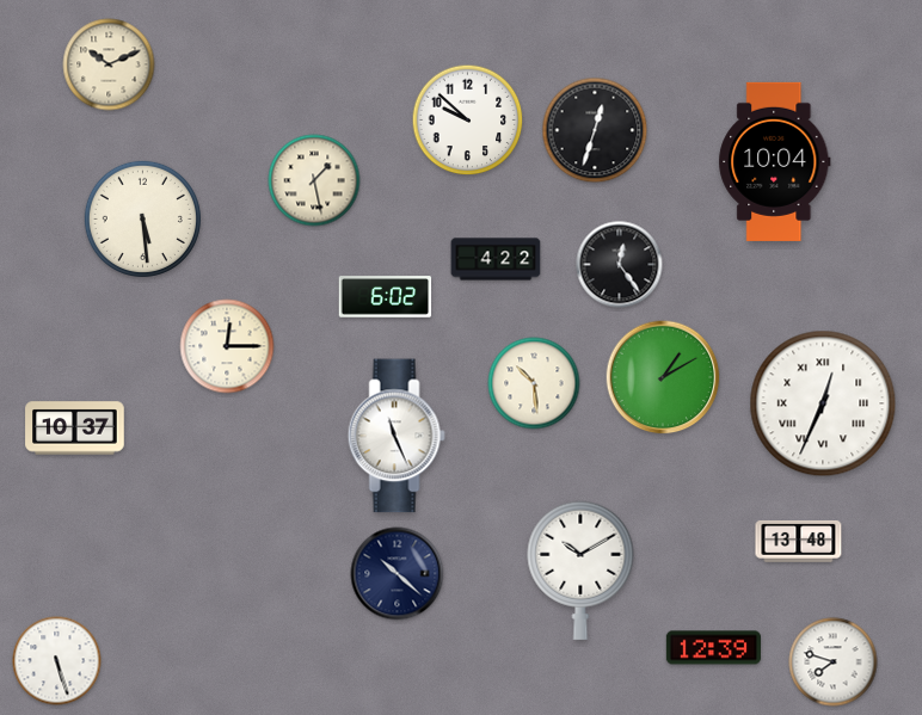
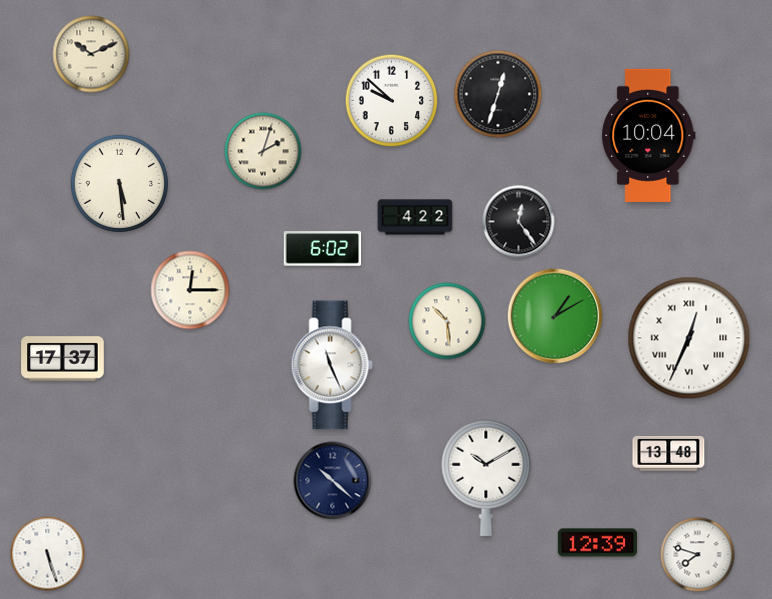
clock at (595, 130) position: (595, 130) -> (498, 94)
clock at (314, 180): 1:28 -> 2:03
clock at (75, 429): 10:37 -> 17:37
